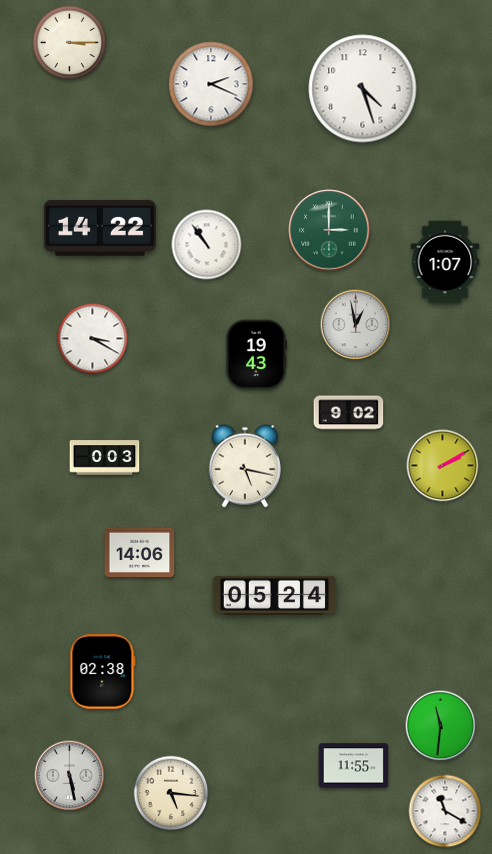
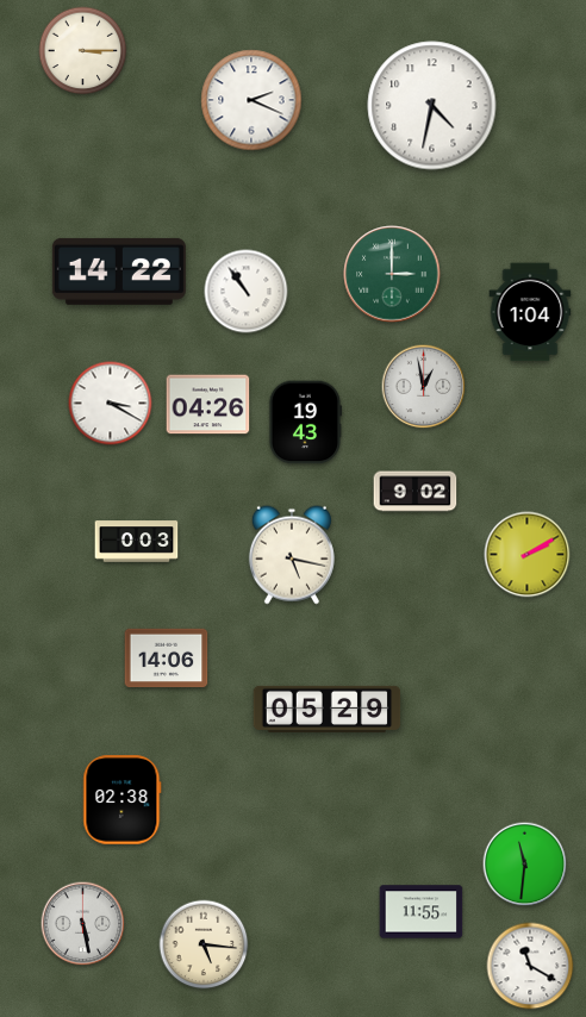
clock at (363, 89): 4:27 -> 4:32
clock at (445, 262): 1:07 -> 1:04
clock at (208, 405): none -> 04:26
clock at (105, 458) position: (105, 458) -> (137, 542)
clock at (275, 595): 05:24 -> 05:29
